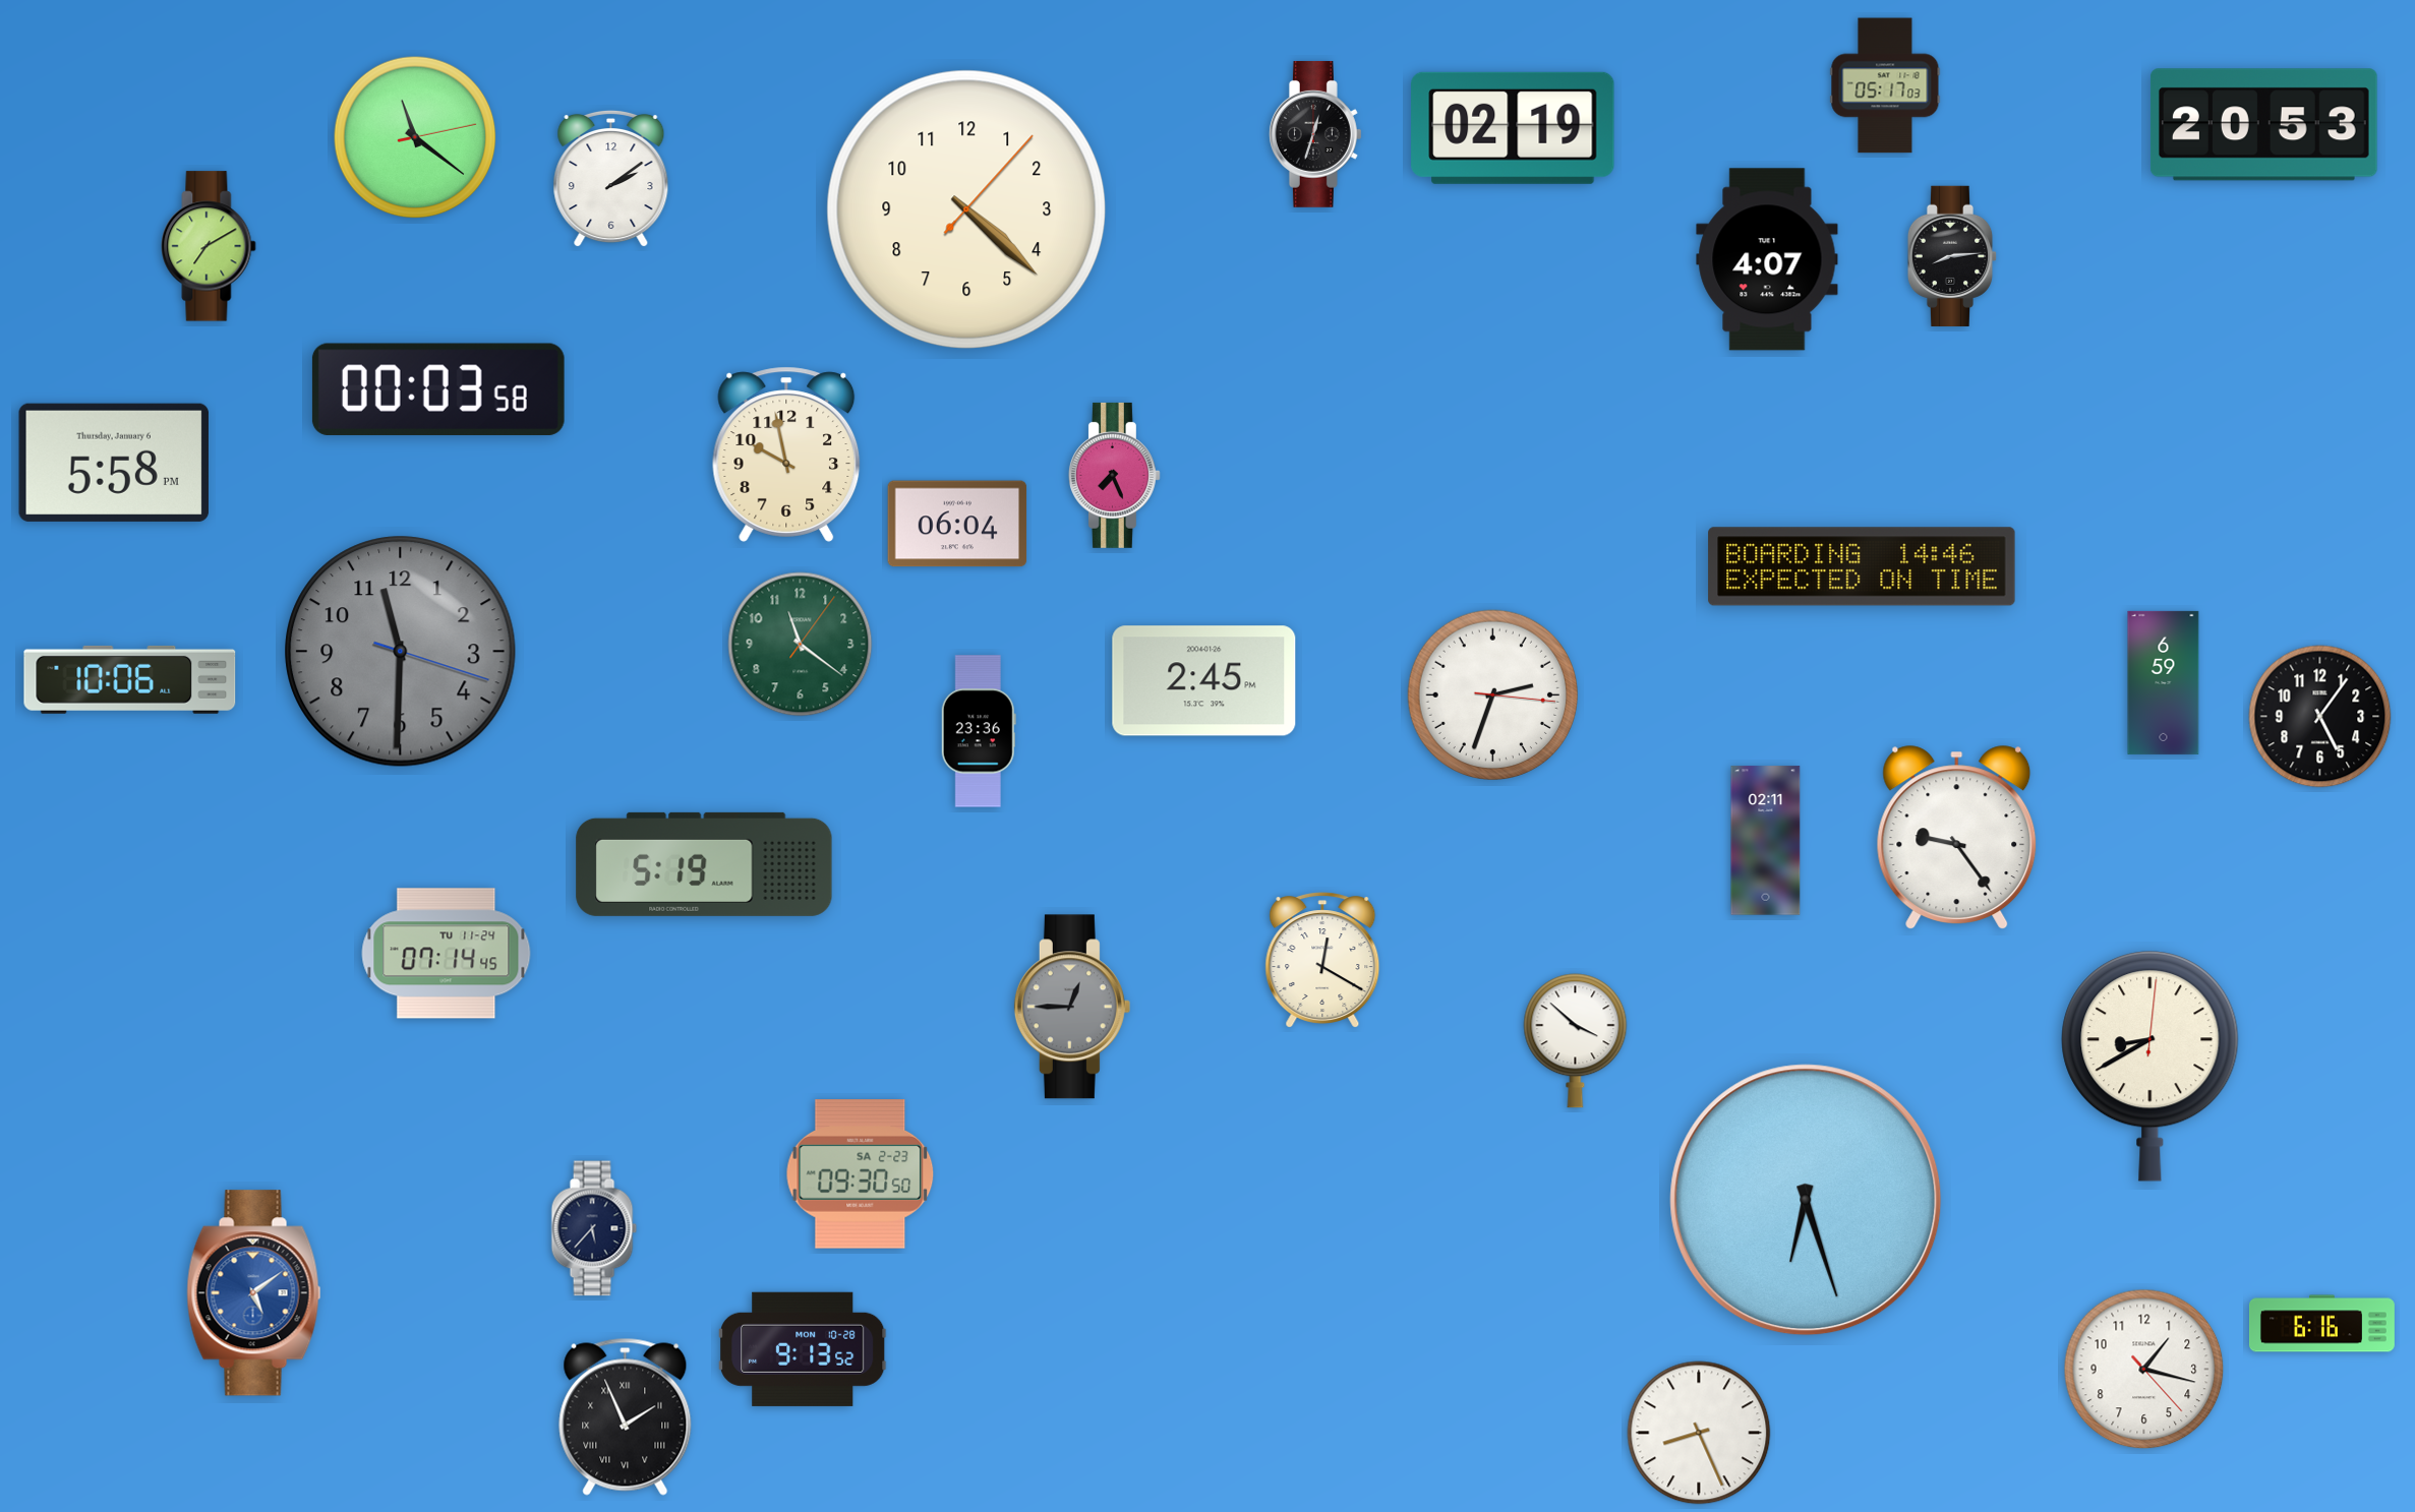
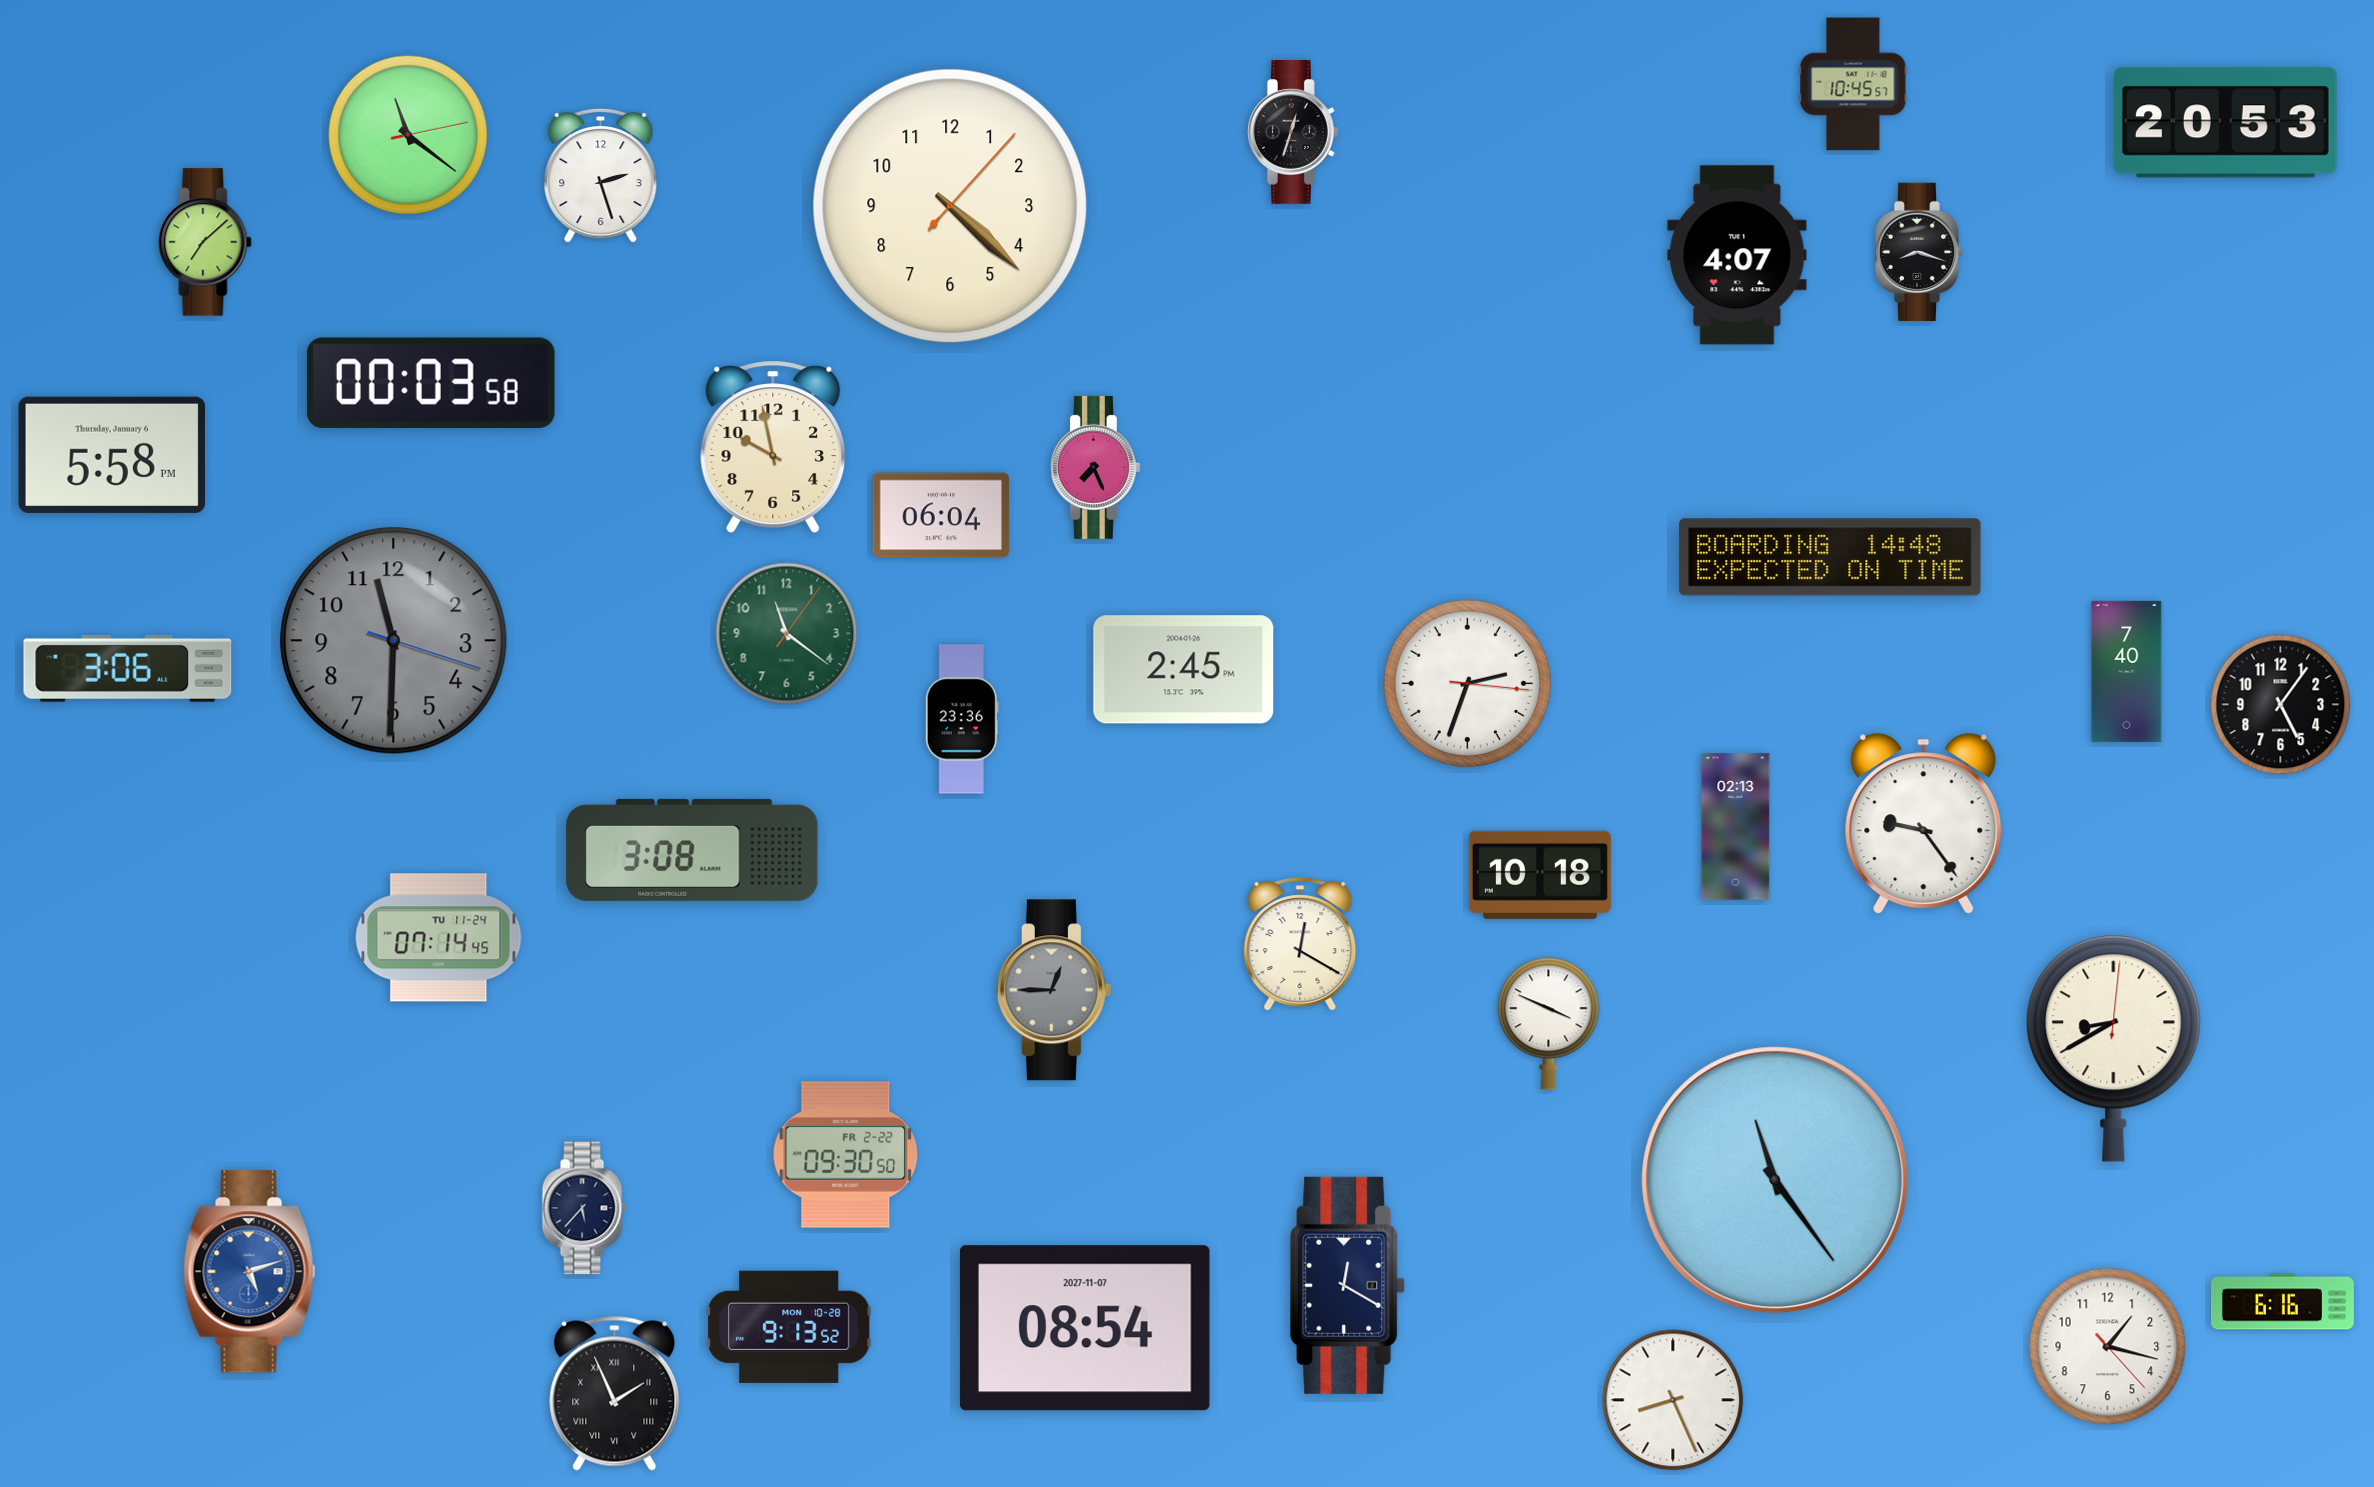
clock at (1885, 85): 05:17 -> 10:45
clock at (1513, 128): 02:19 -> none
clock at (611, 179): 2:09 -> 2:27
clock at (209, 246): 7:10 -> 7:08
clock at (1952, 256): 8:14 -> 8:18
clock at (1862, 566): 14:46 -> 14:48
clock at (130, 679): 10:06 -> 3:06
clock at (2164, 682): 6:59 -> 7:40
clock at (1766, 841): 02:11 -> 02:13
clock at (704, 864): 5:19 -> 3:08
clock at (1540, 875): none -> 10:18
clock at (1576, 1041): 3:52 -> 3:49
clock at (861, 1174) date: SA 2-23 -> FR 2-22
clock at (1806, 1200): 6:27 -> 11:24
clock at (254, 1293): 5:09 -> 5:12
clock at (1348, 1285): none -> 12:20
clock at (1085, 1328): none -> 08:54
clock at (1699, 1433) position: (1699, 1433) -> (1673, 1400)
